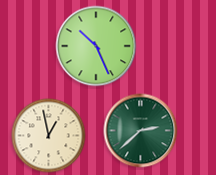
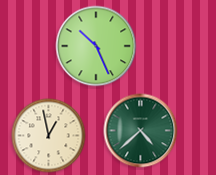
clock at (141, 131): 2:38 -> 4:38
